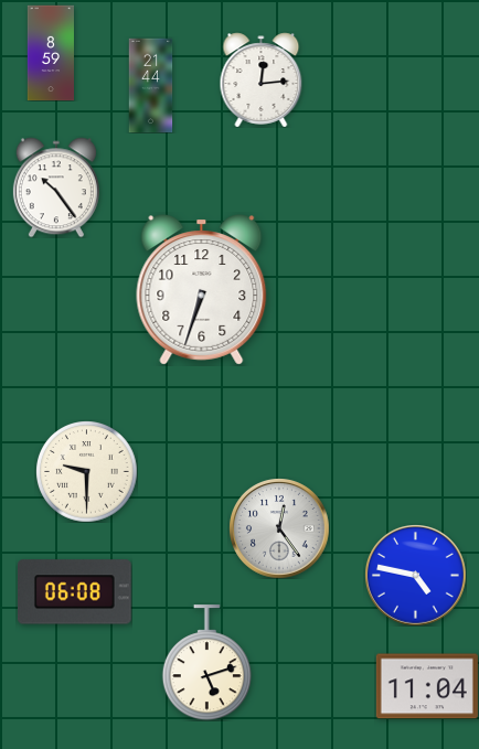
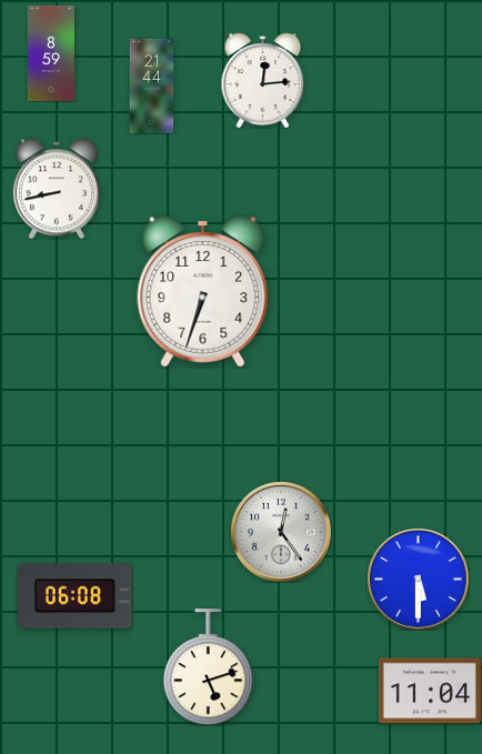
clock at (56, 188): 10:24 -> 8:43
clock at (86, 471): 9:30 -> none
clock at (416, 576): 4:47 -> 5:30
